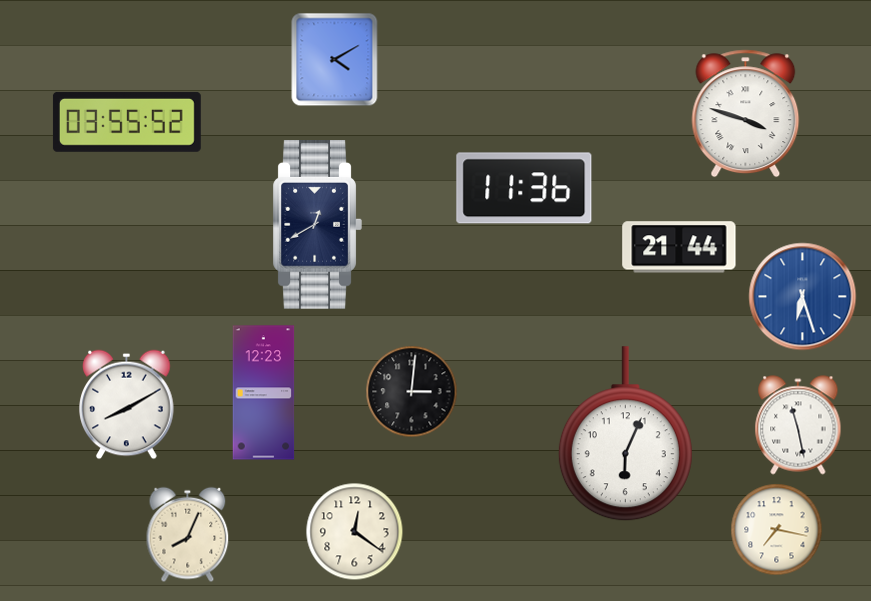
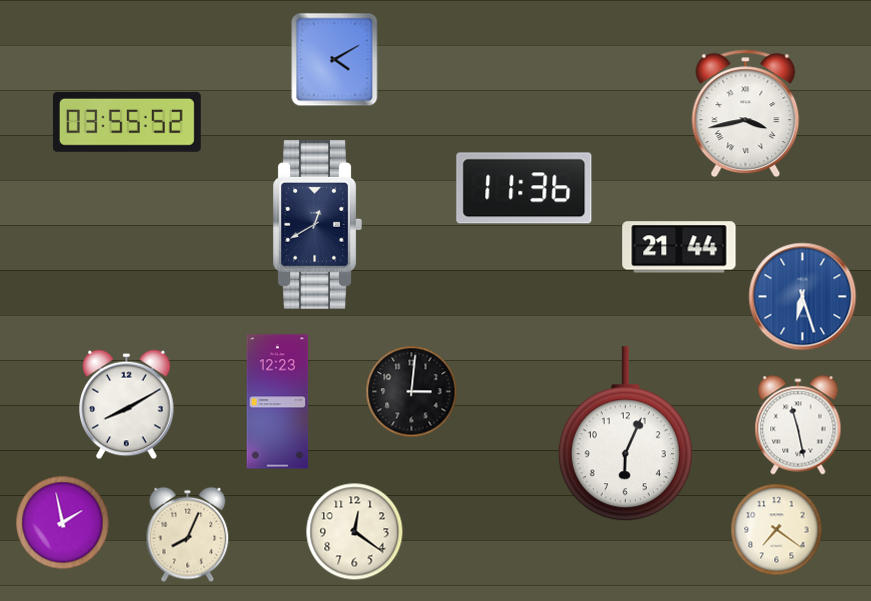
clock at (746, 114): 3:48 -> 3:43
clock at (264, 393) position: (264, 393) -> (278, 402)
clock at (63, 523): none -> 1:58
clock at (777, 530): 7:17 -> 7:21
